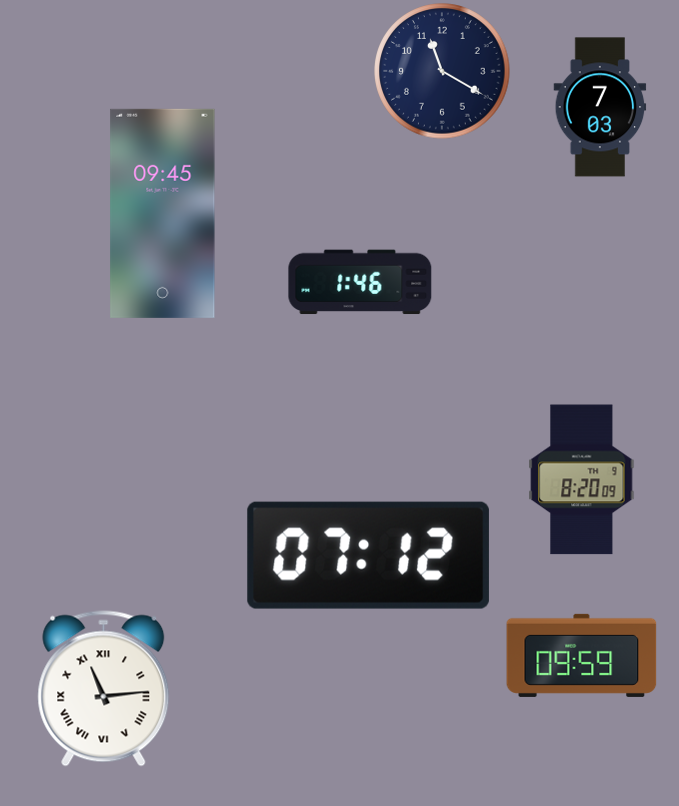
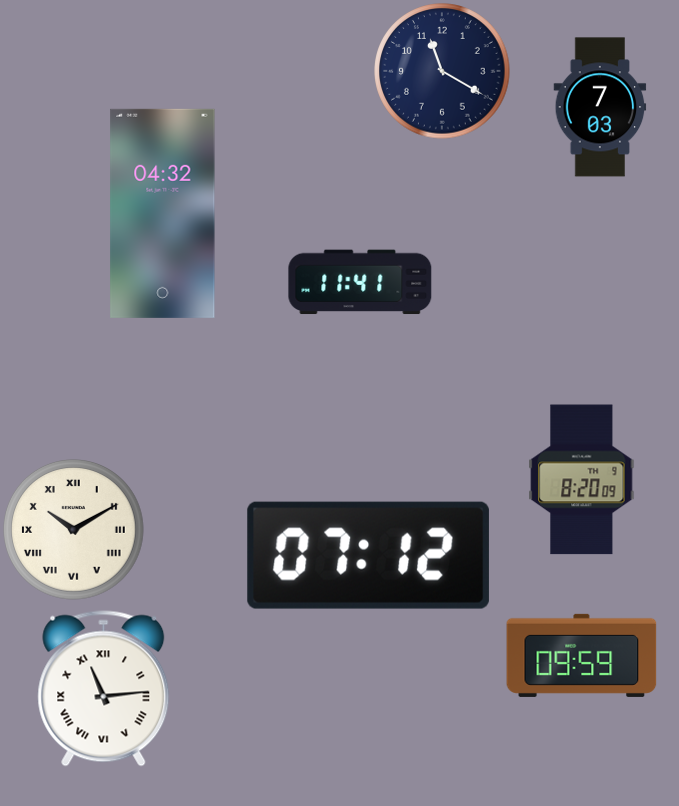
clock at (163, 213): 09:45 -> 04:32
clock at (360, 282): 1:46 -> 11:41
clock at (74, 530): none -> 10:10
